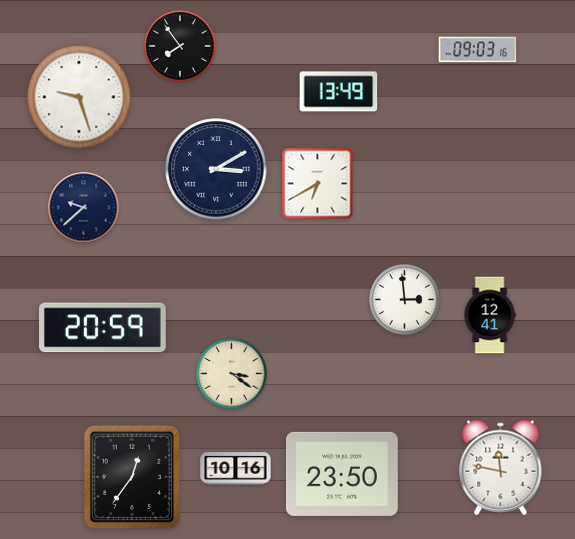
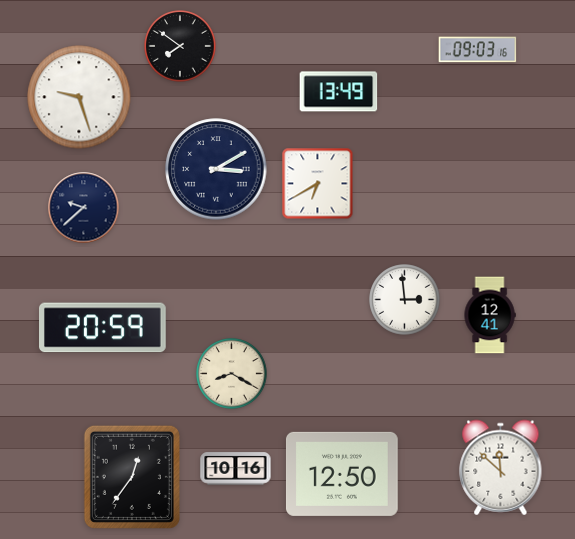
clock at (180, 46): 7:54 -> 7:51
clock at (232, 374): 3:21 -> 8:20
clock at (501, 468): 11:47 -> 11:52
clock at (342, 474): 23:50 -> 12:50
